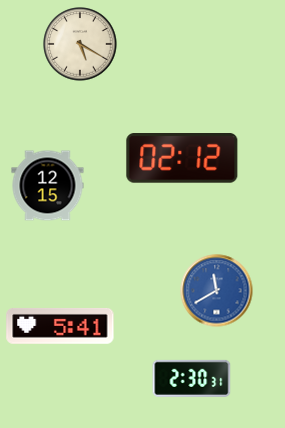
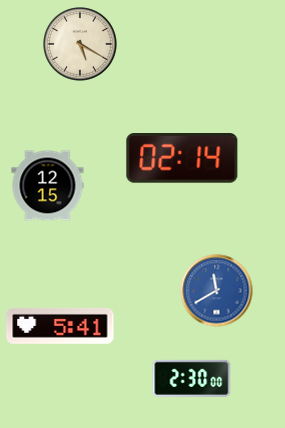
clock at (182, 159): 02:12 -> 02:14
clock at (192, 378): 2:30:31 -> 2:30:00
